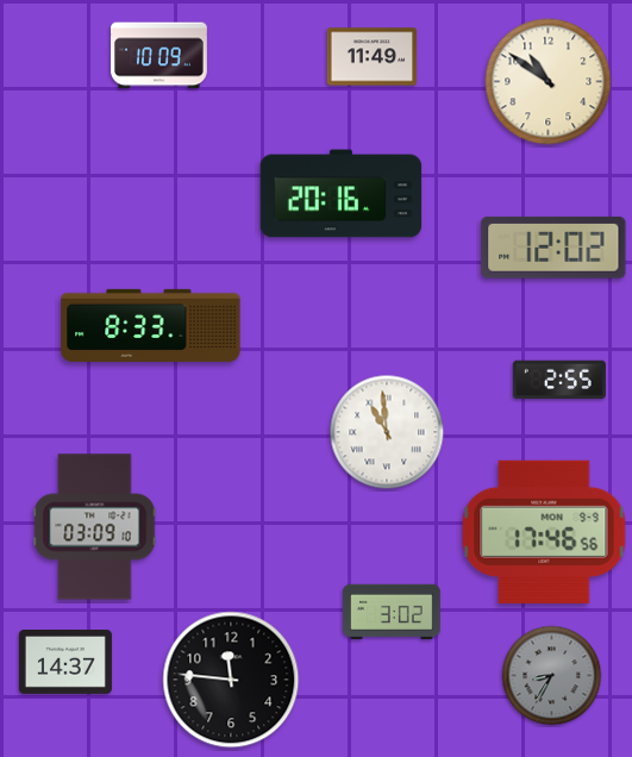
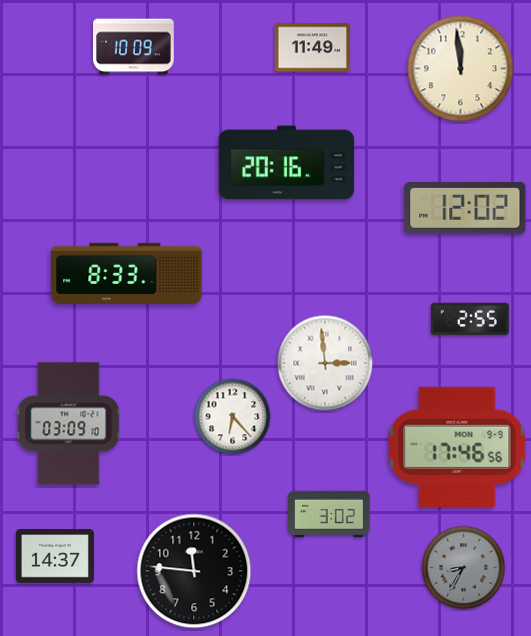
clock at (549, 82): 10:51 -> 11:59
clock at (387, 432): 10:59 -> 2:59
clock at (233, 417): none -> 6:23
clock at (95, 527) position: (95, 527) -> (69, 424)
